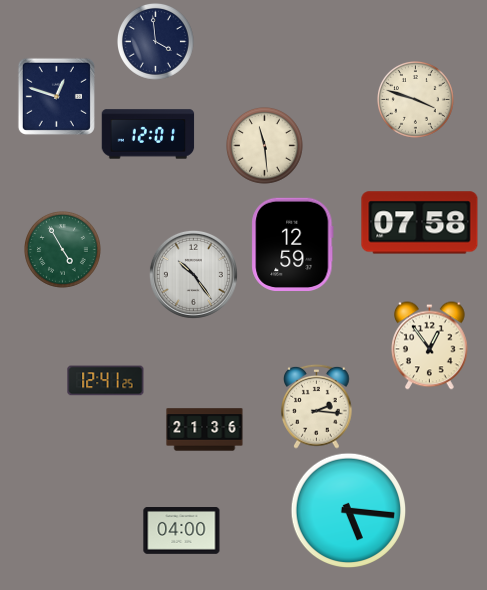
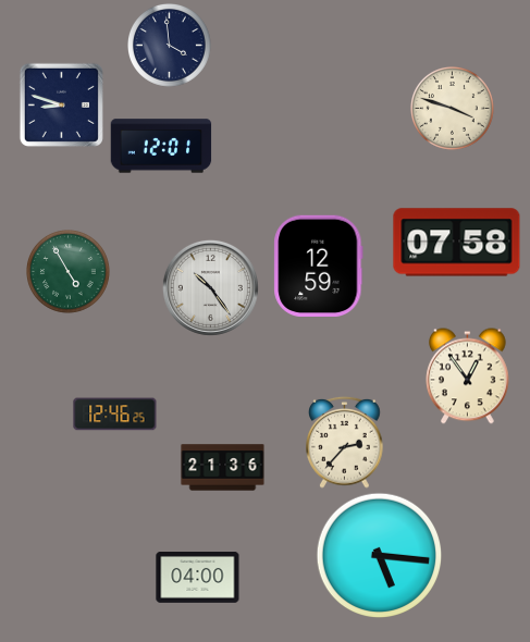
clock at (56, 96): 12:48 -> 8:48
clock at (265, 146): 11:29 -> none
clock at (193, 274) position: (193, 274) -> (210, 287)
clock at (106, 381): 12:41 -> 12:46
clock at (317, 406): 2:16 -> 2:37
